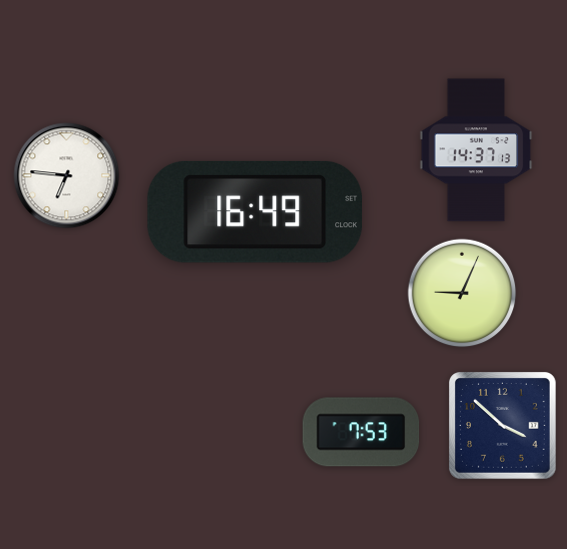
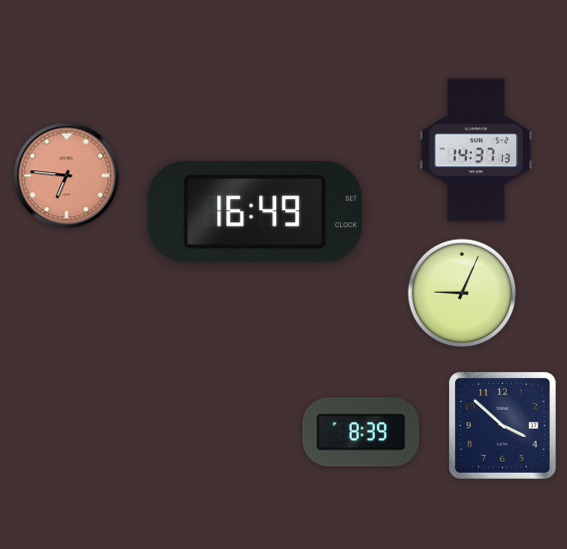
clock at (67, 176) dial: white -> salmon
clock at (361, 432): 7:53 -> 8:39
